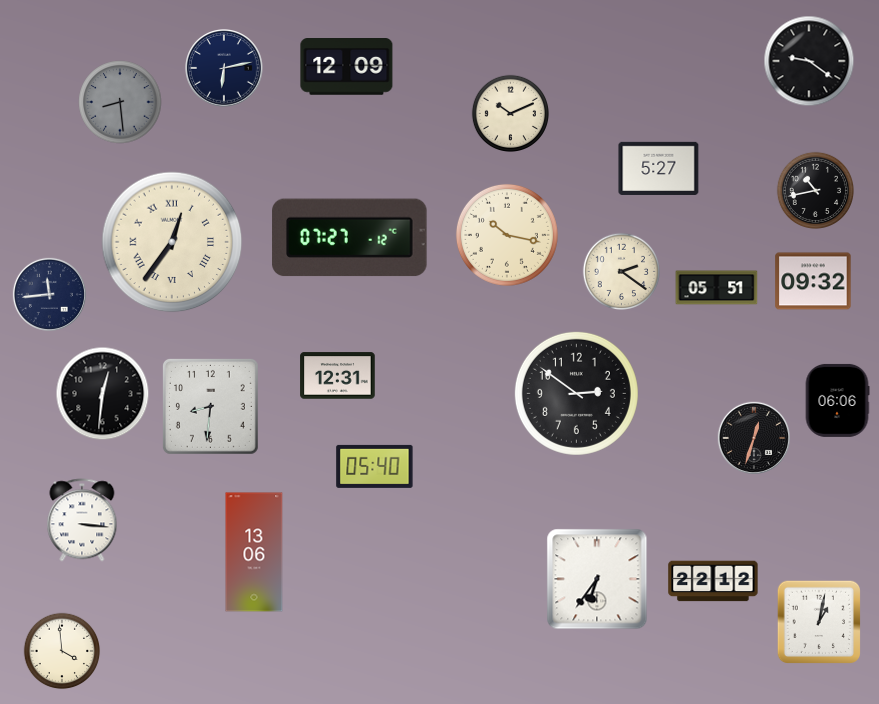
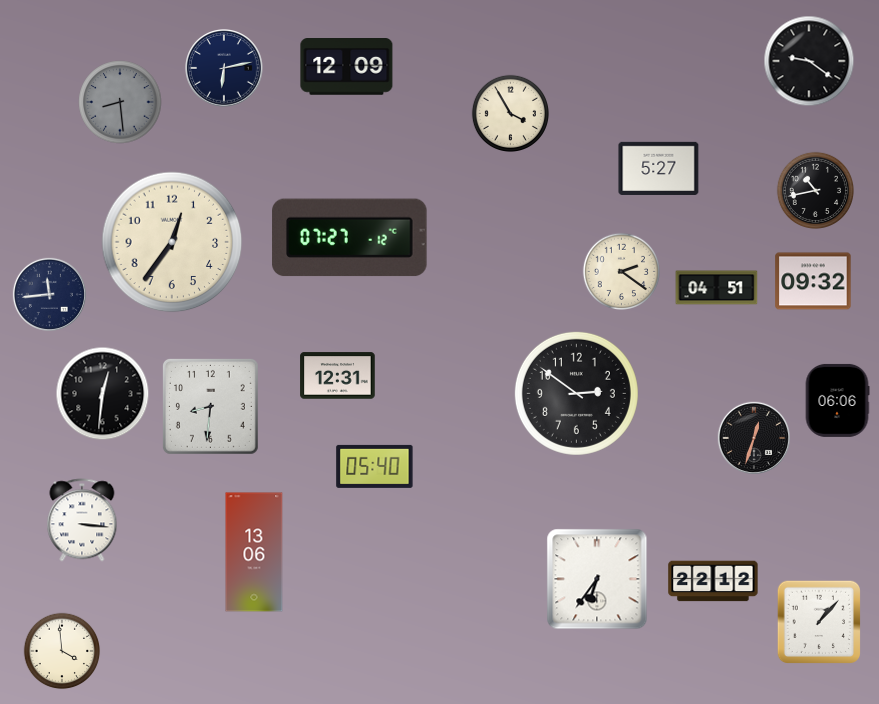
clock at (510, 113): 10:11 -> 3:55
clock at (507, 235): 10:17 -> none
clock at (172, 242) numerals: Roman -> Arabic
clock at (717, 288): 05:51 -> 04:51
clock at (818, 621): 1:02 -> 1:07
